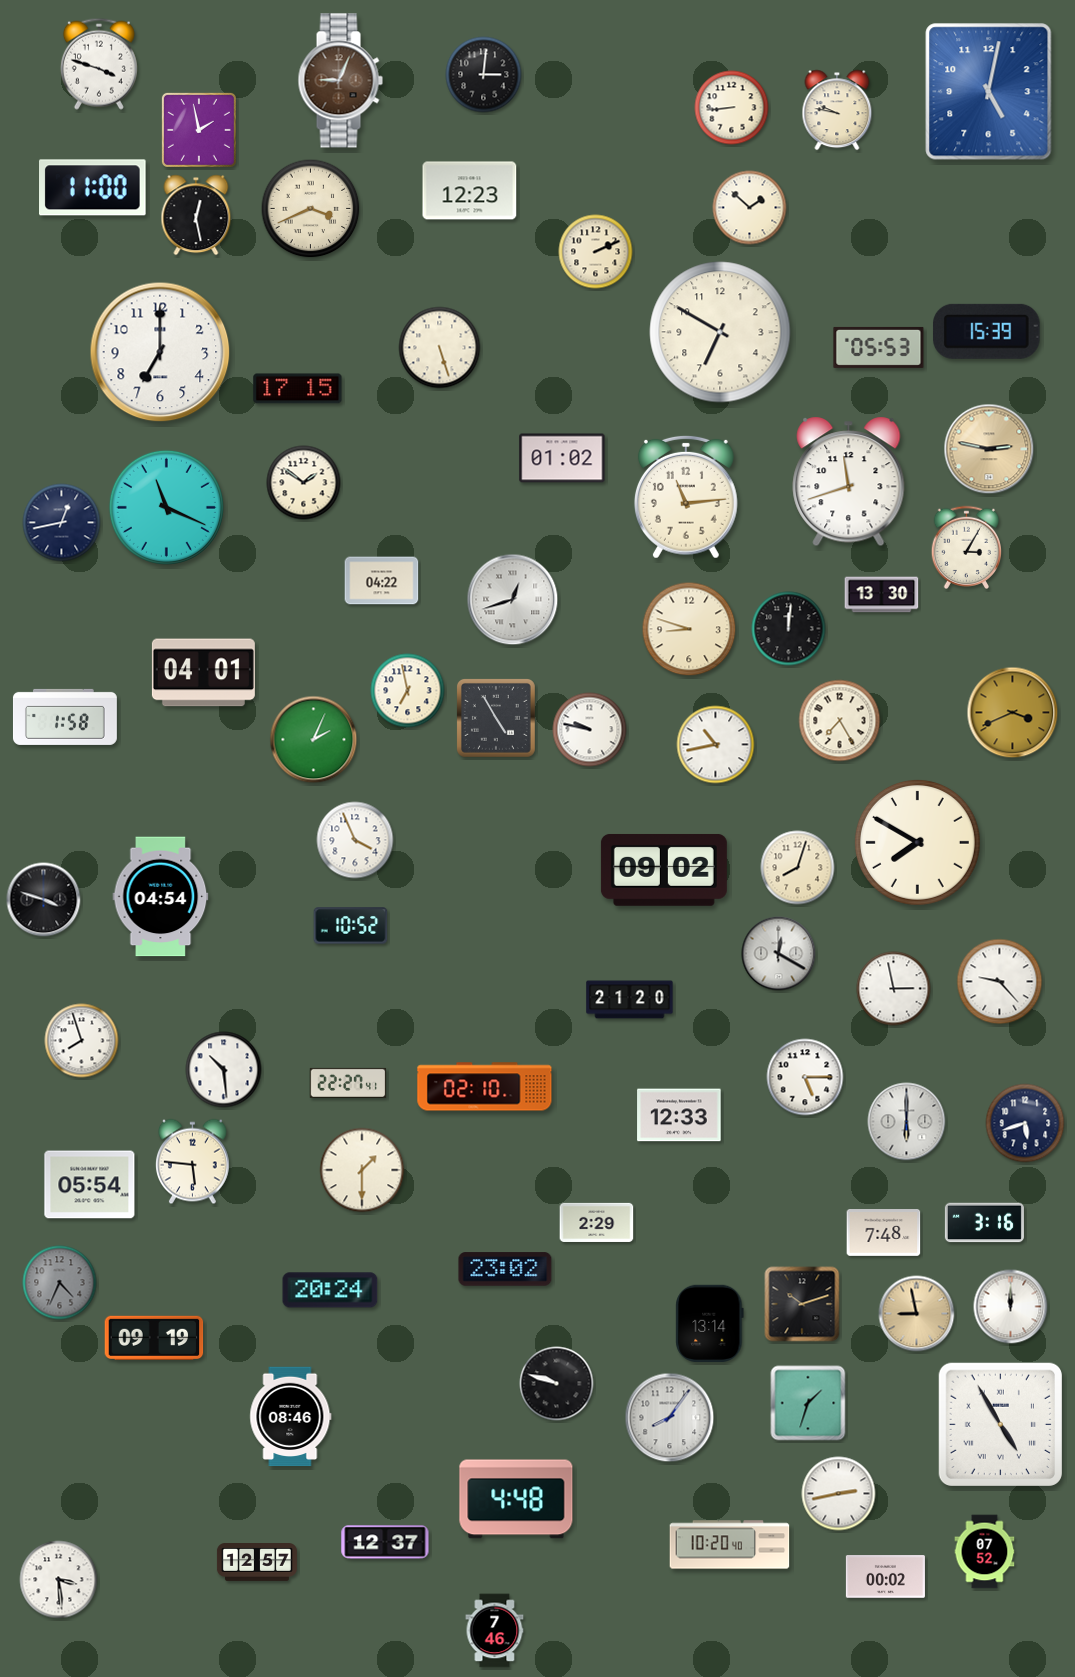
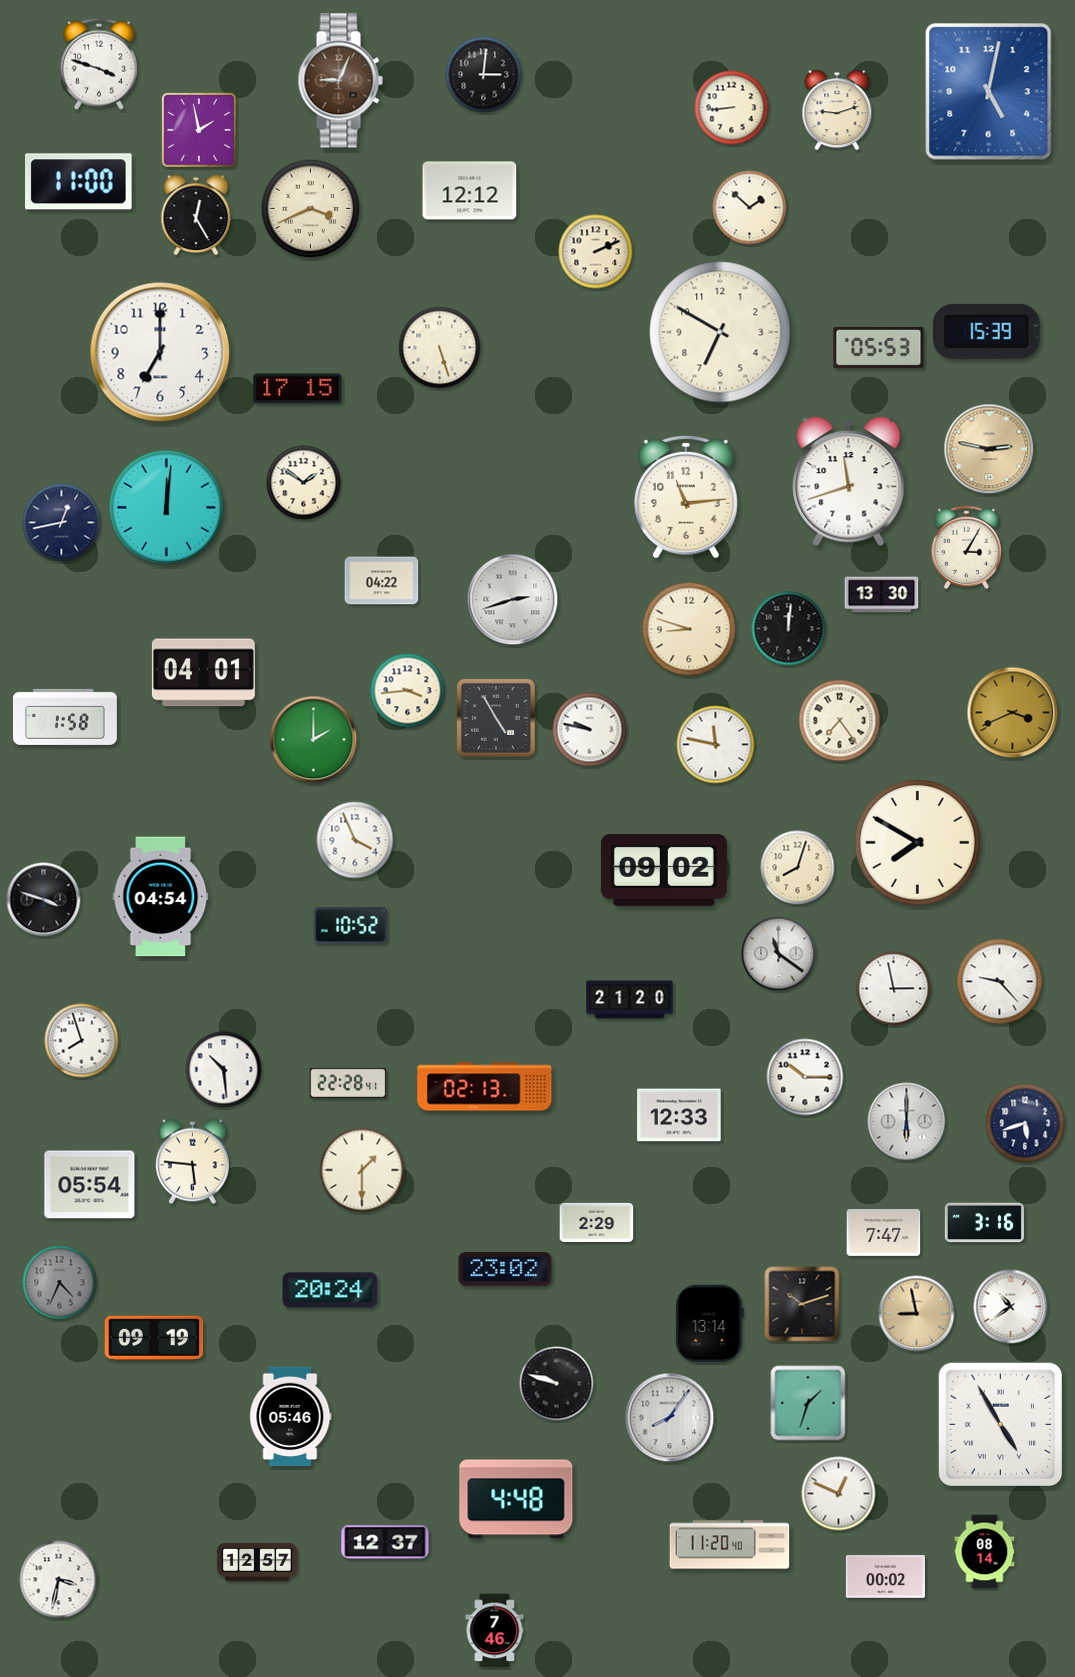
clock at (837, 110): 9:47 -> 9:12
clock at (93, 188) position: (93, 188) -> (79, 182)
clock at (470, 191): 12:23 -> 12:12
clock at (196, 215): 12:28 -> 12:25
clock at (562, 458): 01:02 -> none
clock at (166, 507): 11:19 -> 12:01
clock at (513, 600): 12:42 -> 2:42
clock at (408, 691): 6:58 -> 3:44
clock at (840, 721): 7:25 -> 7:24
clock at (314, 740): 2:04 -> 2:00
clock at (716, 745): 10:43 -> 11:47
clock at (779, 954): 12:20 -> 11:21
clock at (805, 1077): 5:15 -> 10:15
clock at (348, 1083): 22:27 -> 22:28
clock at (485, 1087): 02:10 -> 02:13
clock at (884, 1233): 7:48 -> 7:47
clock at (1011, 1307): 12:00 -> 10:39
clock at (291, 1417): 08:46 -> 05:46
clock at (839, 1494): 2:43 -> 12:49
clock at (730, 1545): 10:20 -> 11:20
clock at (985, 1552): 07:52 -> 08:14
clock at (59, 1580): 3:29 -> 3:32
